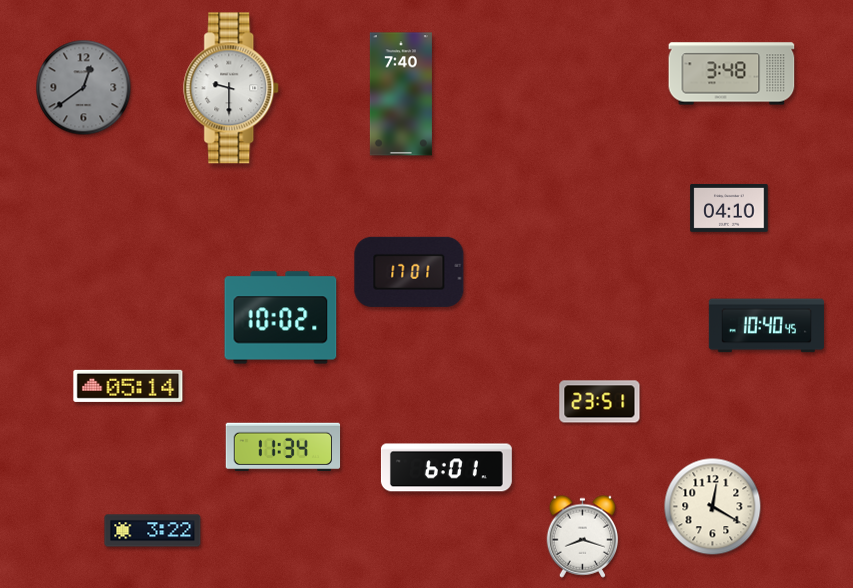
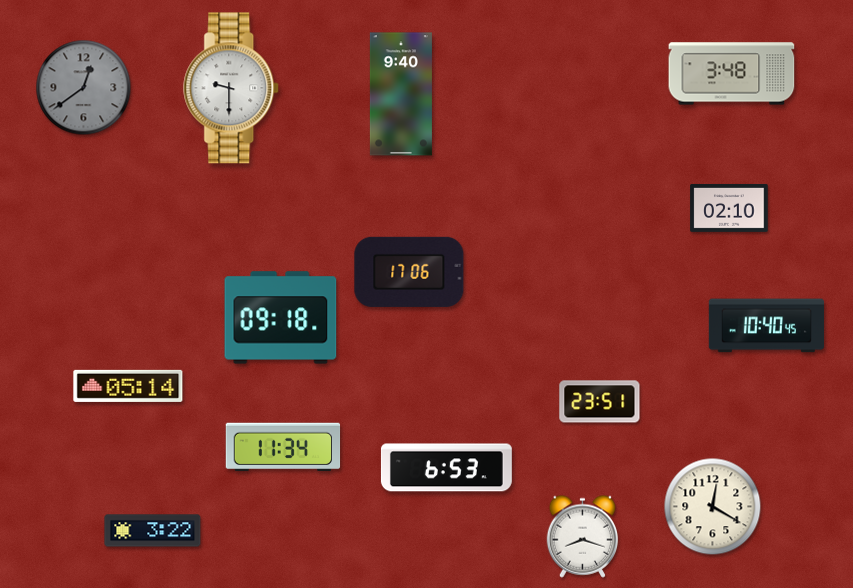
clock at (401, 94): 7:40 -> 9:40
clock at (729, 208): 04:10 -> 02:10
clock at (409, 272): 17:01 -> 17:06
clock at (281, 318): 10:02 -> 09:18
clock at (446, 468): 6:01 -> 6:53
